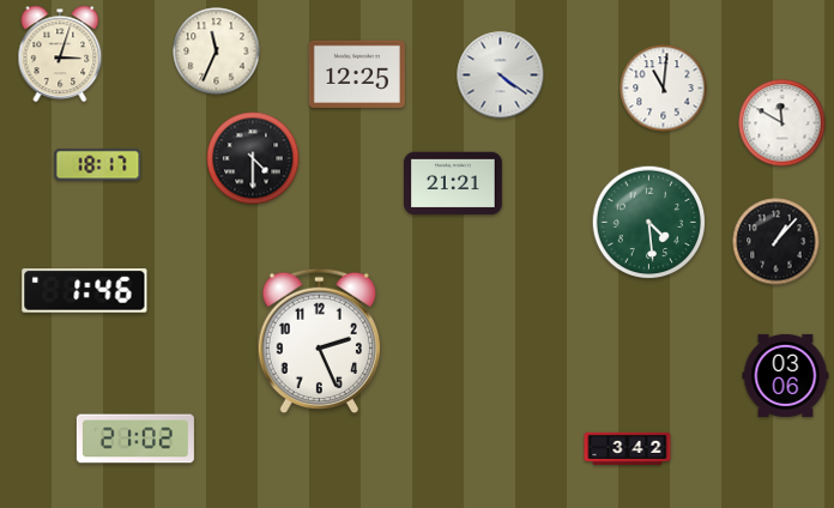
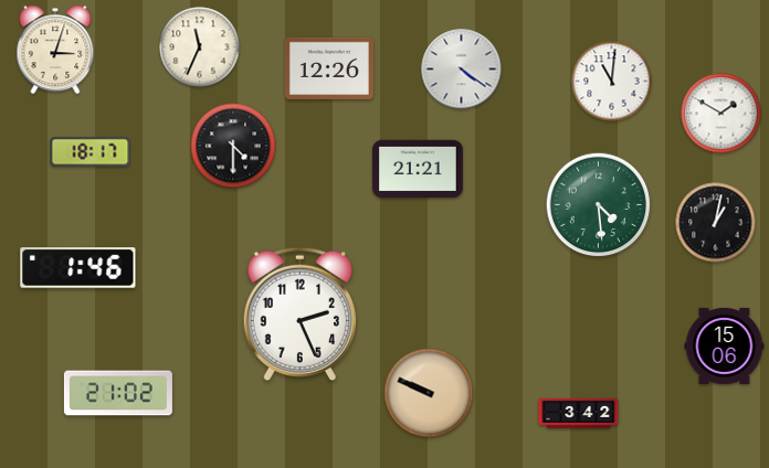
clock at (357, 74): 12:25 -> 12:26
clock at (782, 123): 11:50 -> 1:50
clock at (776, 242): 1:07 -> 1:02
clock at (319, 341) position: (319, 341) -> (299, 315)
clock at (786, 375): 03:06 -> 15:06
clock at (429, 393): none -> 9:49
clock at (135, 439) position: (135, 439) -> (118, 393)
